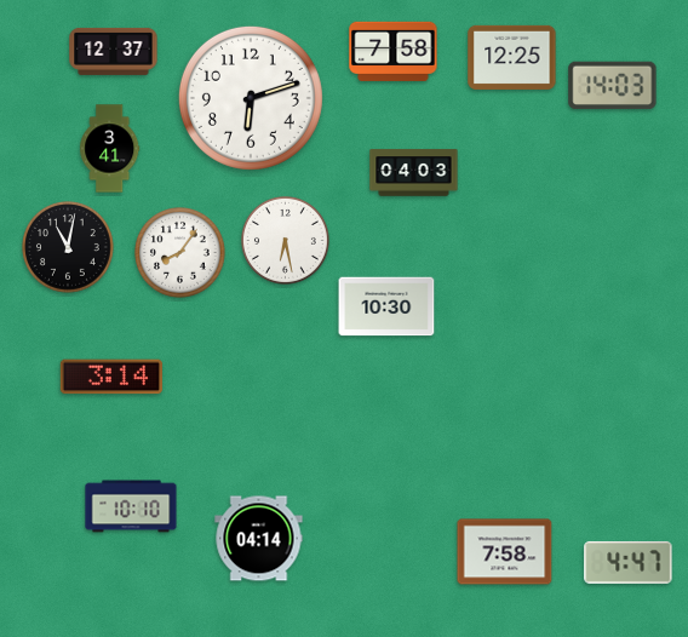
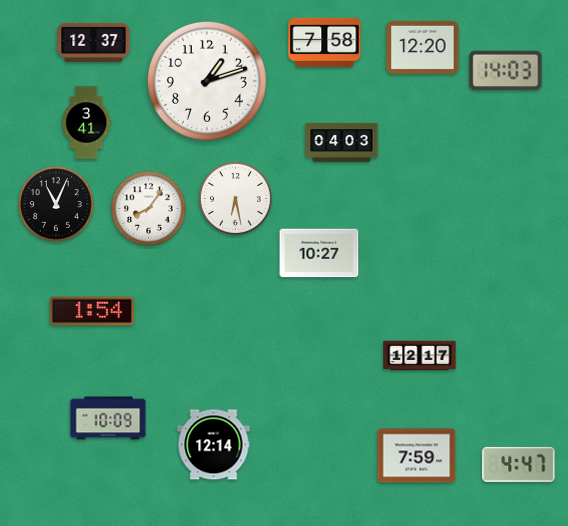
clock at (512, 57): 12:25 -> 12:20
clock at (251, 98): 6:12 -> 1:12
clock at (110, 149) position: (110, 149) -> (87, 123)
clock at (68, 247): 11:02 -> 11:04
clock at (386, 306): 10:30 -> 10:27
clock at (111, 377): 3:14 -> 1:54
clock at (420, 356): none -> 12:17
clock at (131, 506): 10:10 -> 10:09
clock at (259, 539): 04:14 -> 12:14
clock at (505, 552): 7:58 -> 7:59
